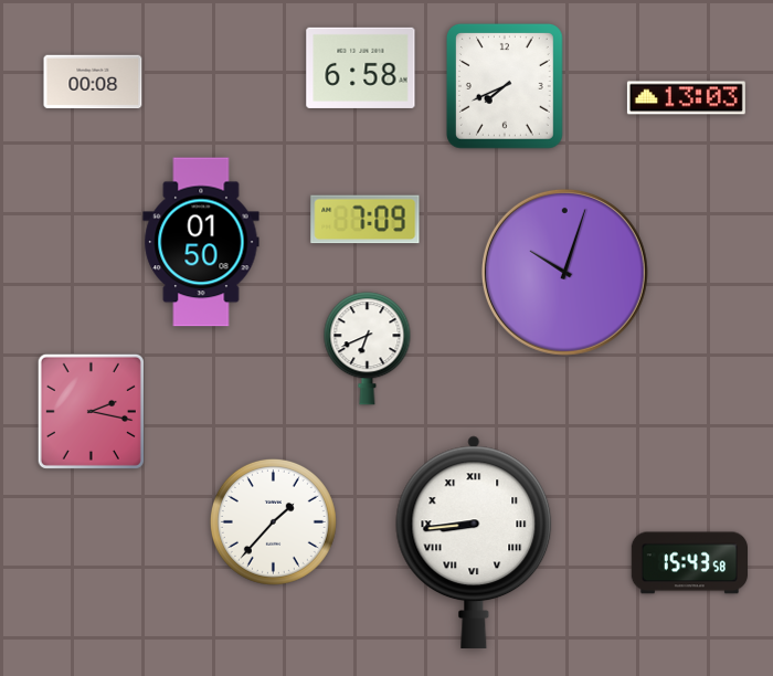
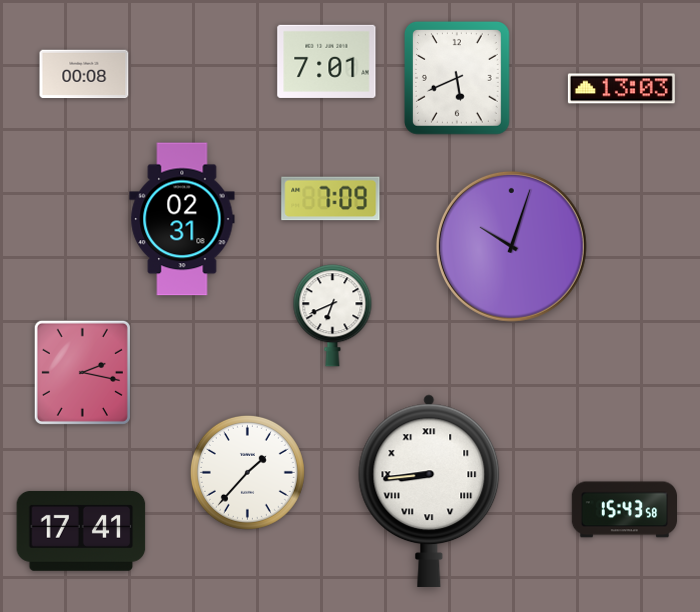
clock at (361, 67): 6:58 -> 7:01
clock at (505, 87): 7:41 -> 5:41
clock at (201, 242): 01:50 -> 02:31
clock at (81, 531): none -> 17:41
